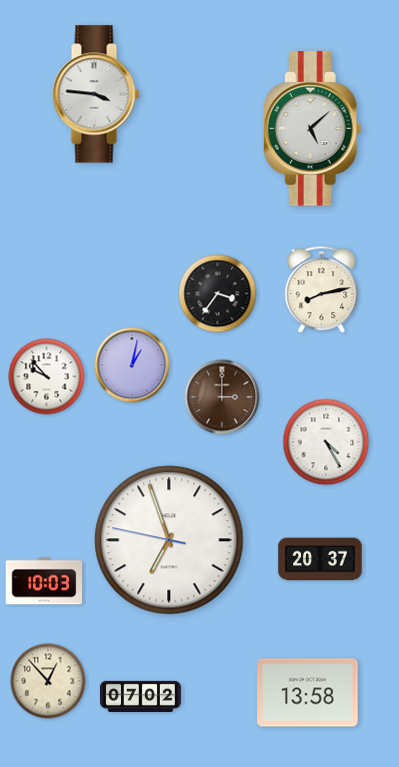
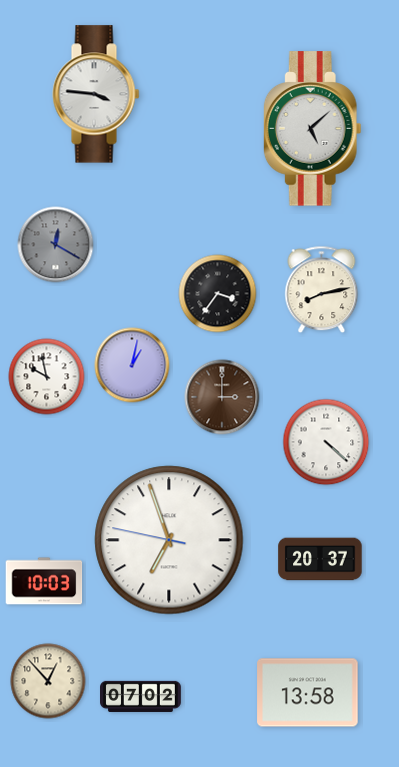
clock at (56, 245): none -> 12:20
clock at (47, 377): 9:53 -> 9:58
clock at (326, 442): 4:25 -> 4:22
